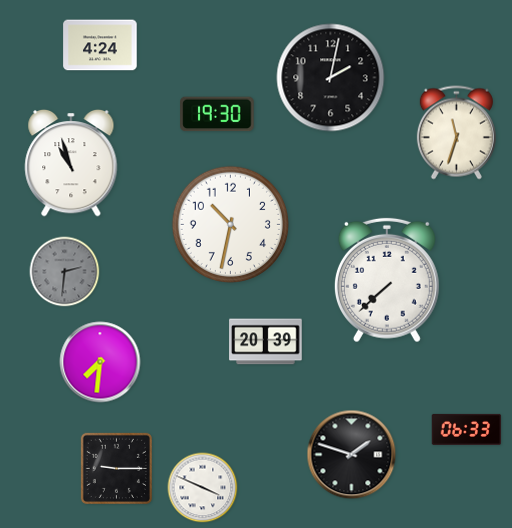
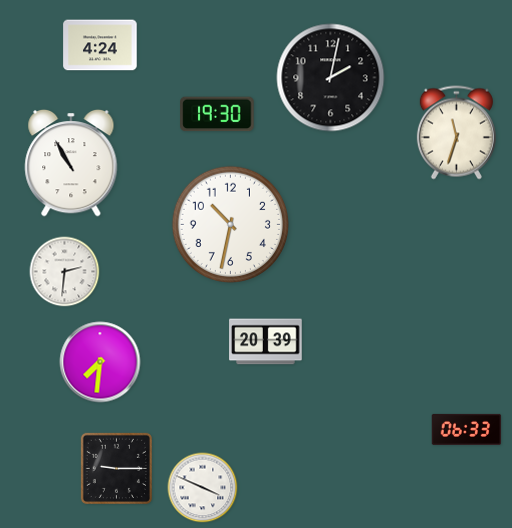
clock at (71, 163): 10:57 -> 10:55
clock at (65, 272) dial: grey -> white
clock at (387, 280): 7:38 -> none
clock at (352, 455): 1:48 -> none
